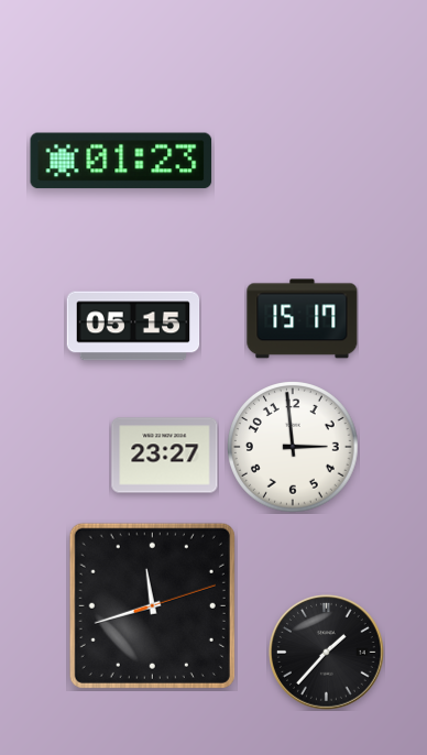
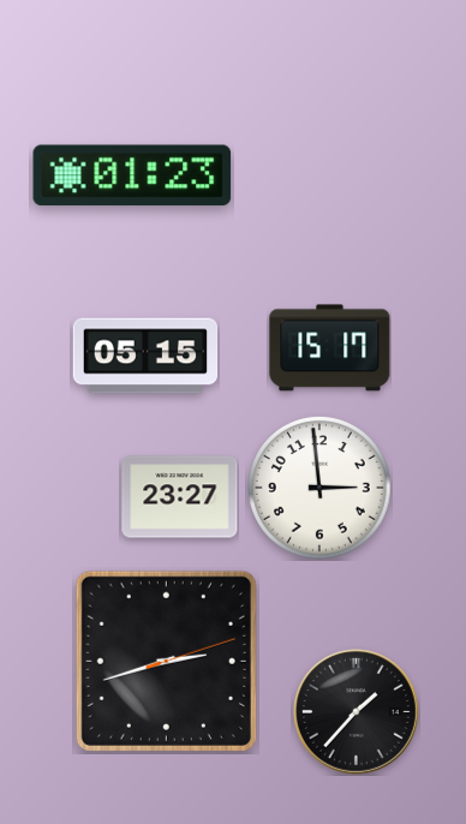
clock at (152, 605): 11:42 -> 2:42
